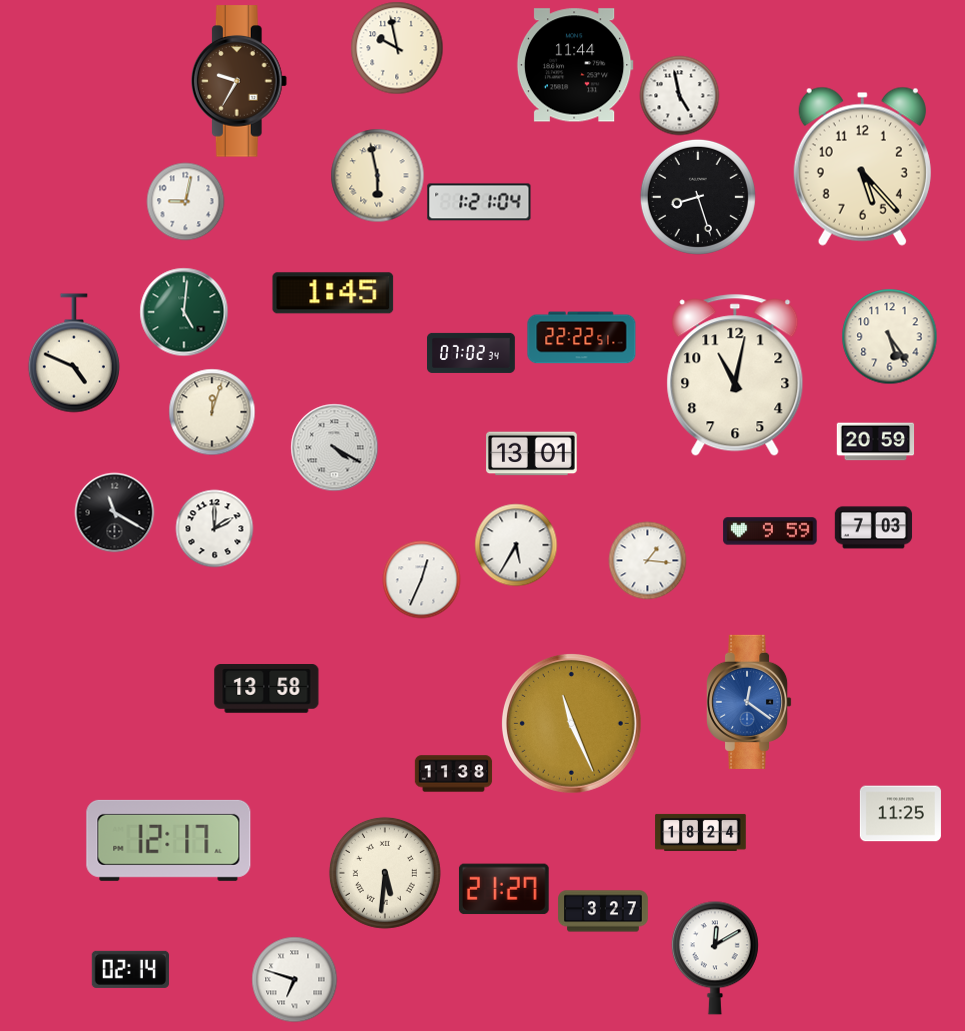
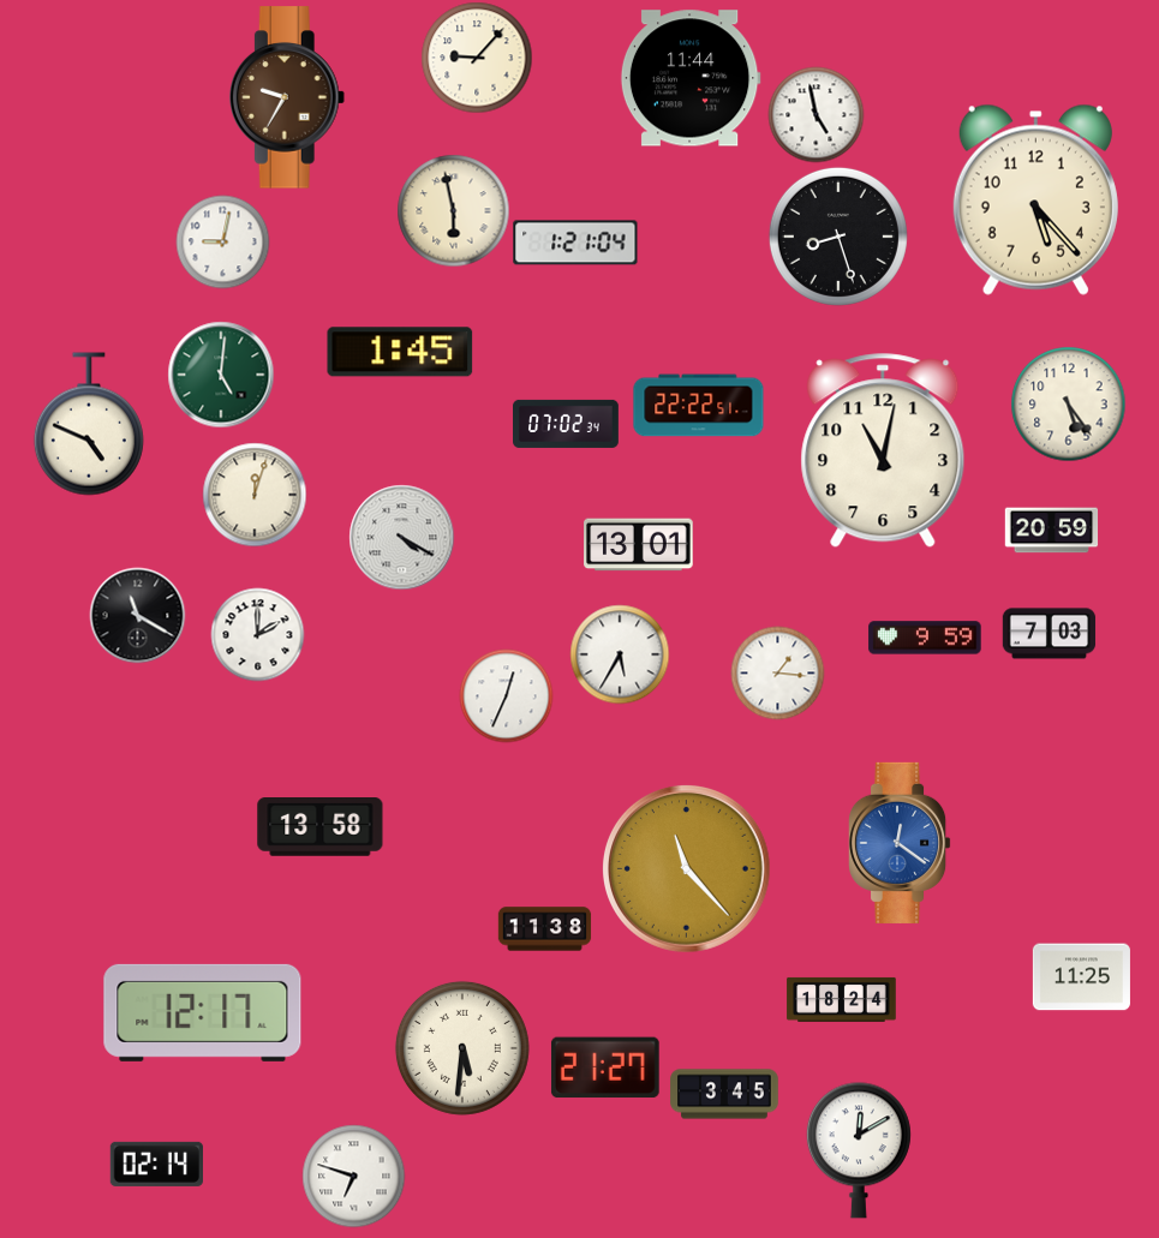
clock at (397, 48): 9:58 -> 9:07
clock at (571, 723): 11:26 -> 11:23
clock at (169, 840) position: (169, 840) -> (203, 1012)
clock at (603, 911): 3:27 -> 3:45
